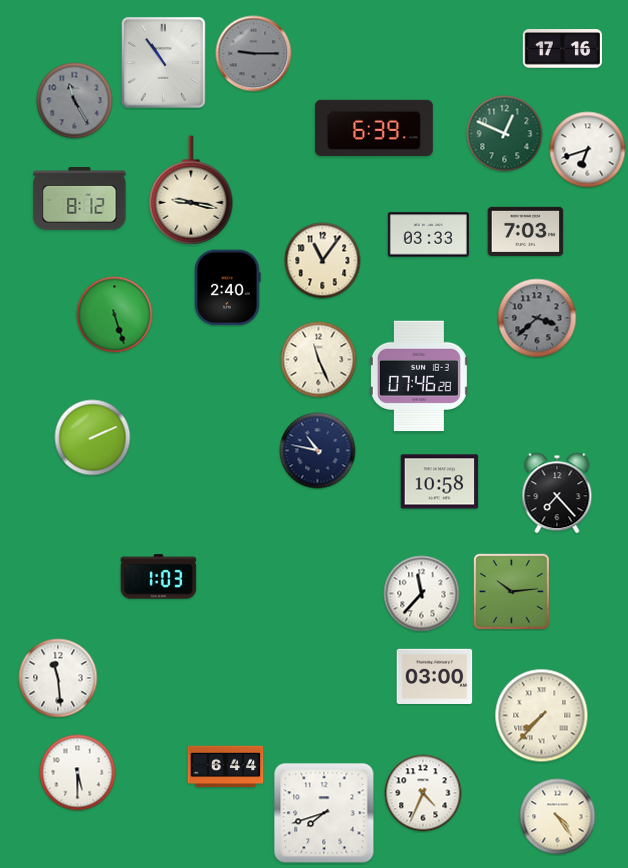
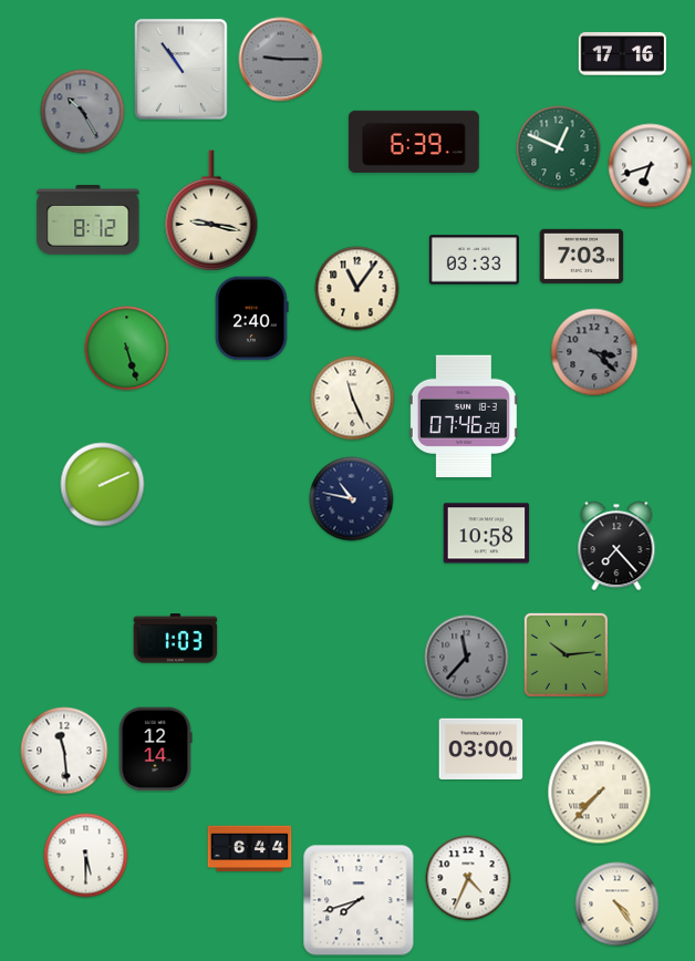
clock at (75, 101): 11:25 -> 10:25
clock at (537, 318): 3:38 -> 3:22
clock at (422, 594) dial: white -> grey
clock at (155, 750): none -> 12:14
